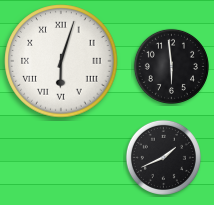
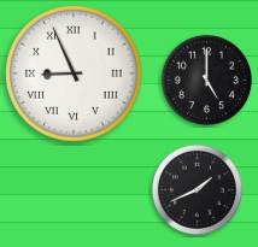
clock at (61, 61): 6:03 -> 8:56
clock at (171, 66): 5:59 -> 5:00
